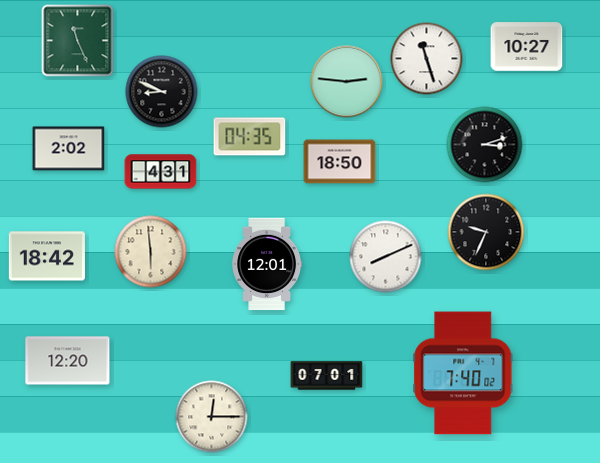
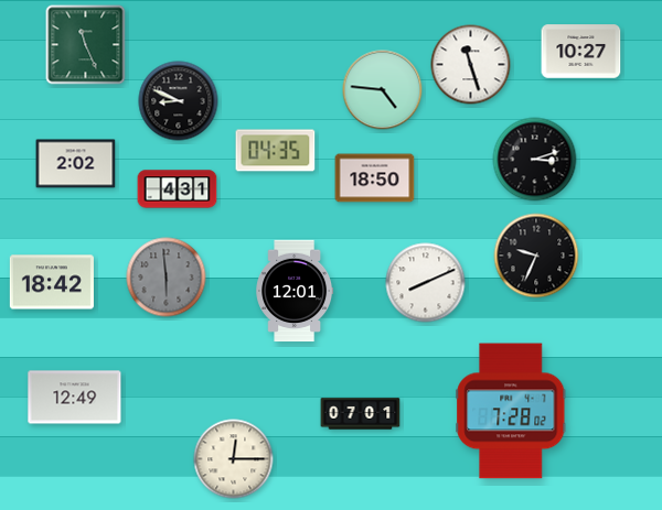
clock at (347, 82): 2:46 -> 4:46
clock at (151, 252) dial: cream -> grey
clock at (68, 361): 12:20 -> 12:49
clock at (463, 373): 7:40 -> 7:28
